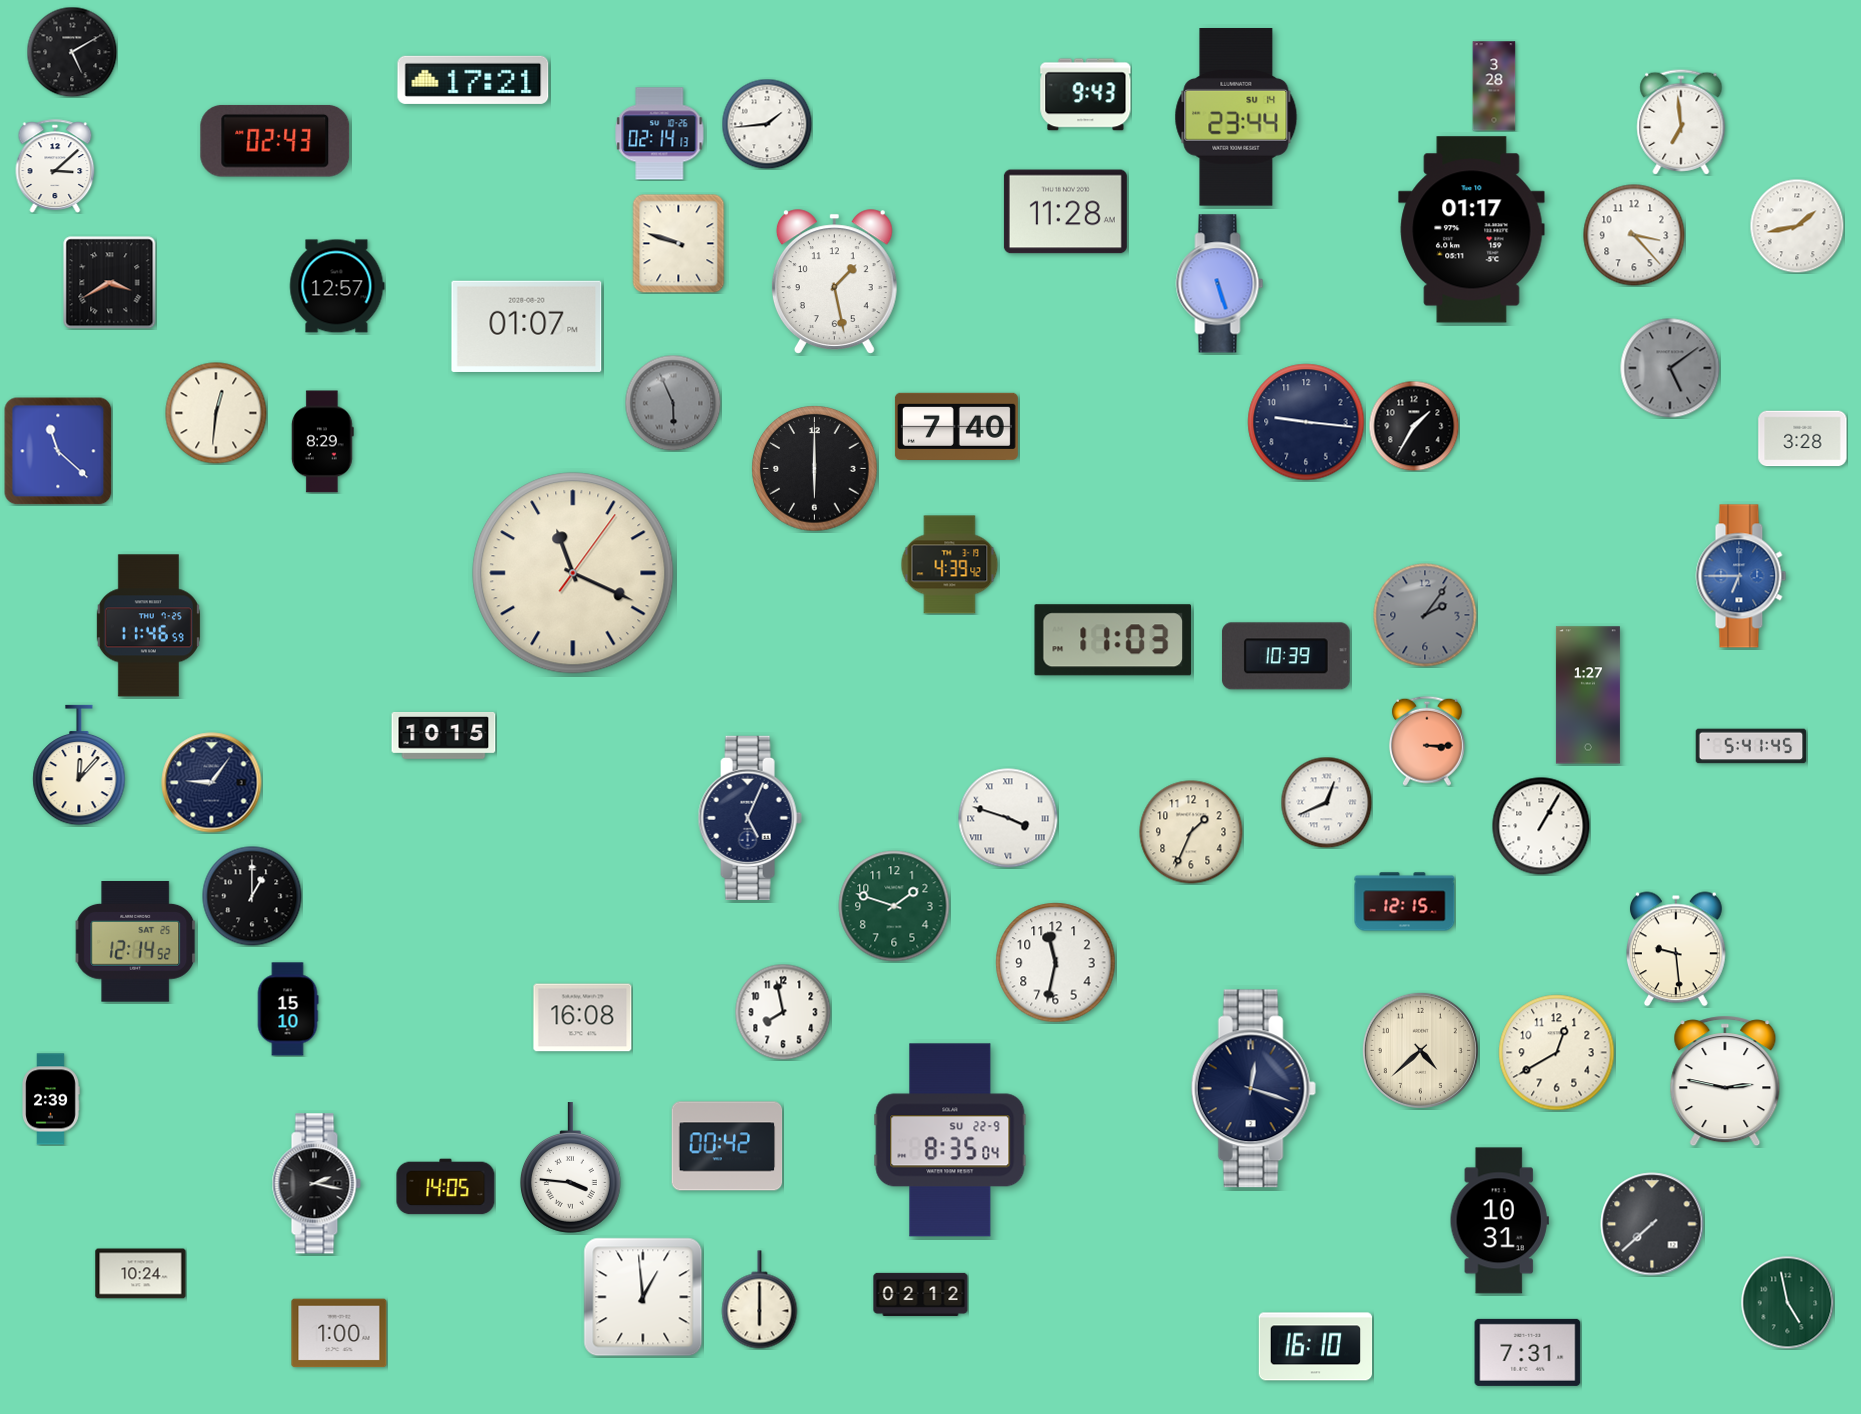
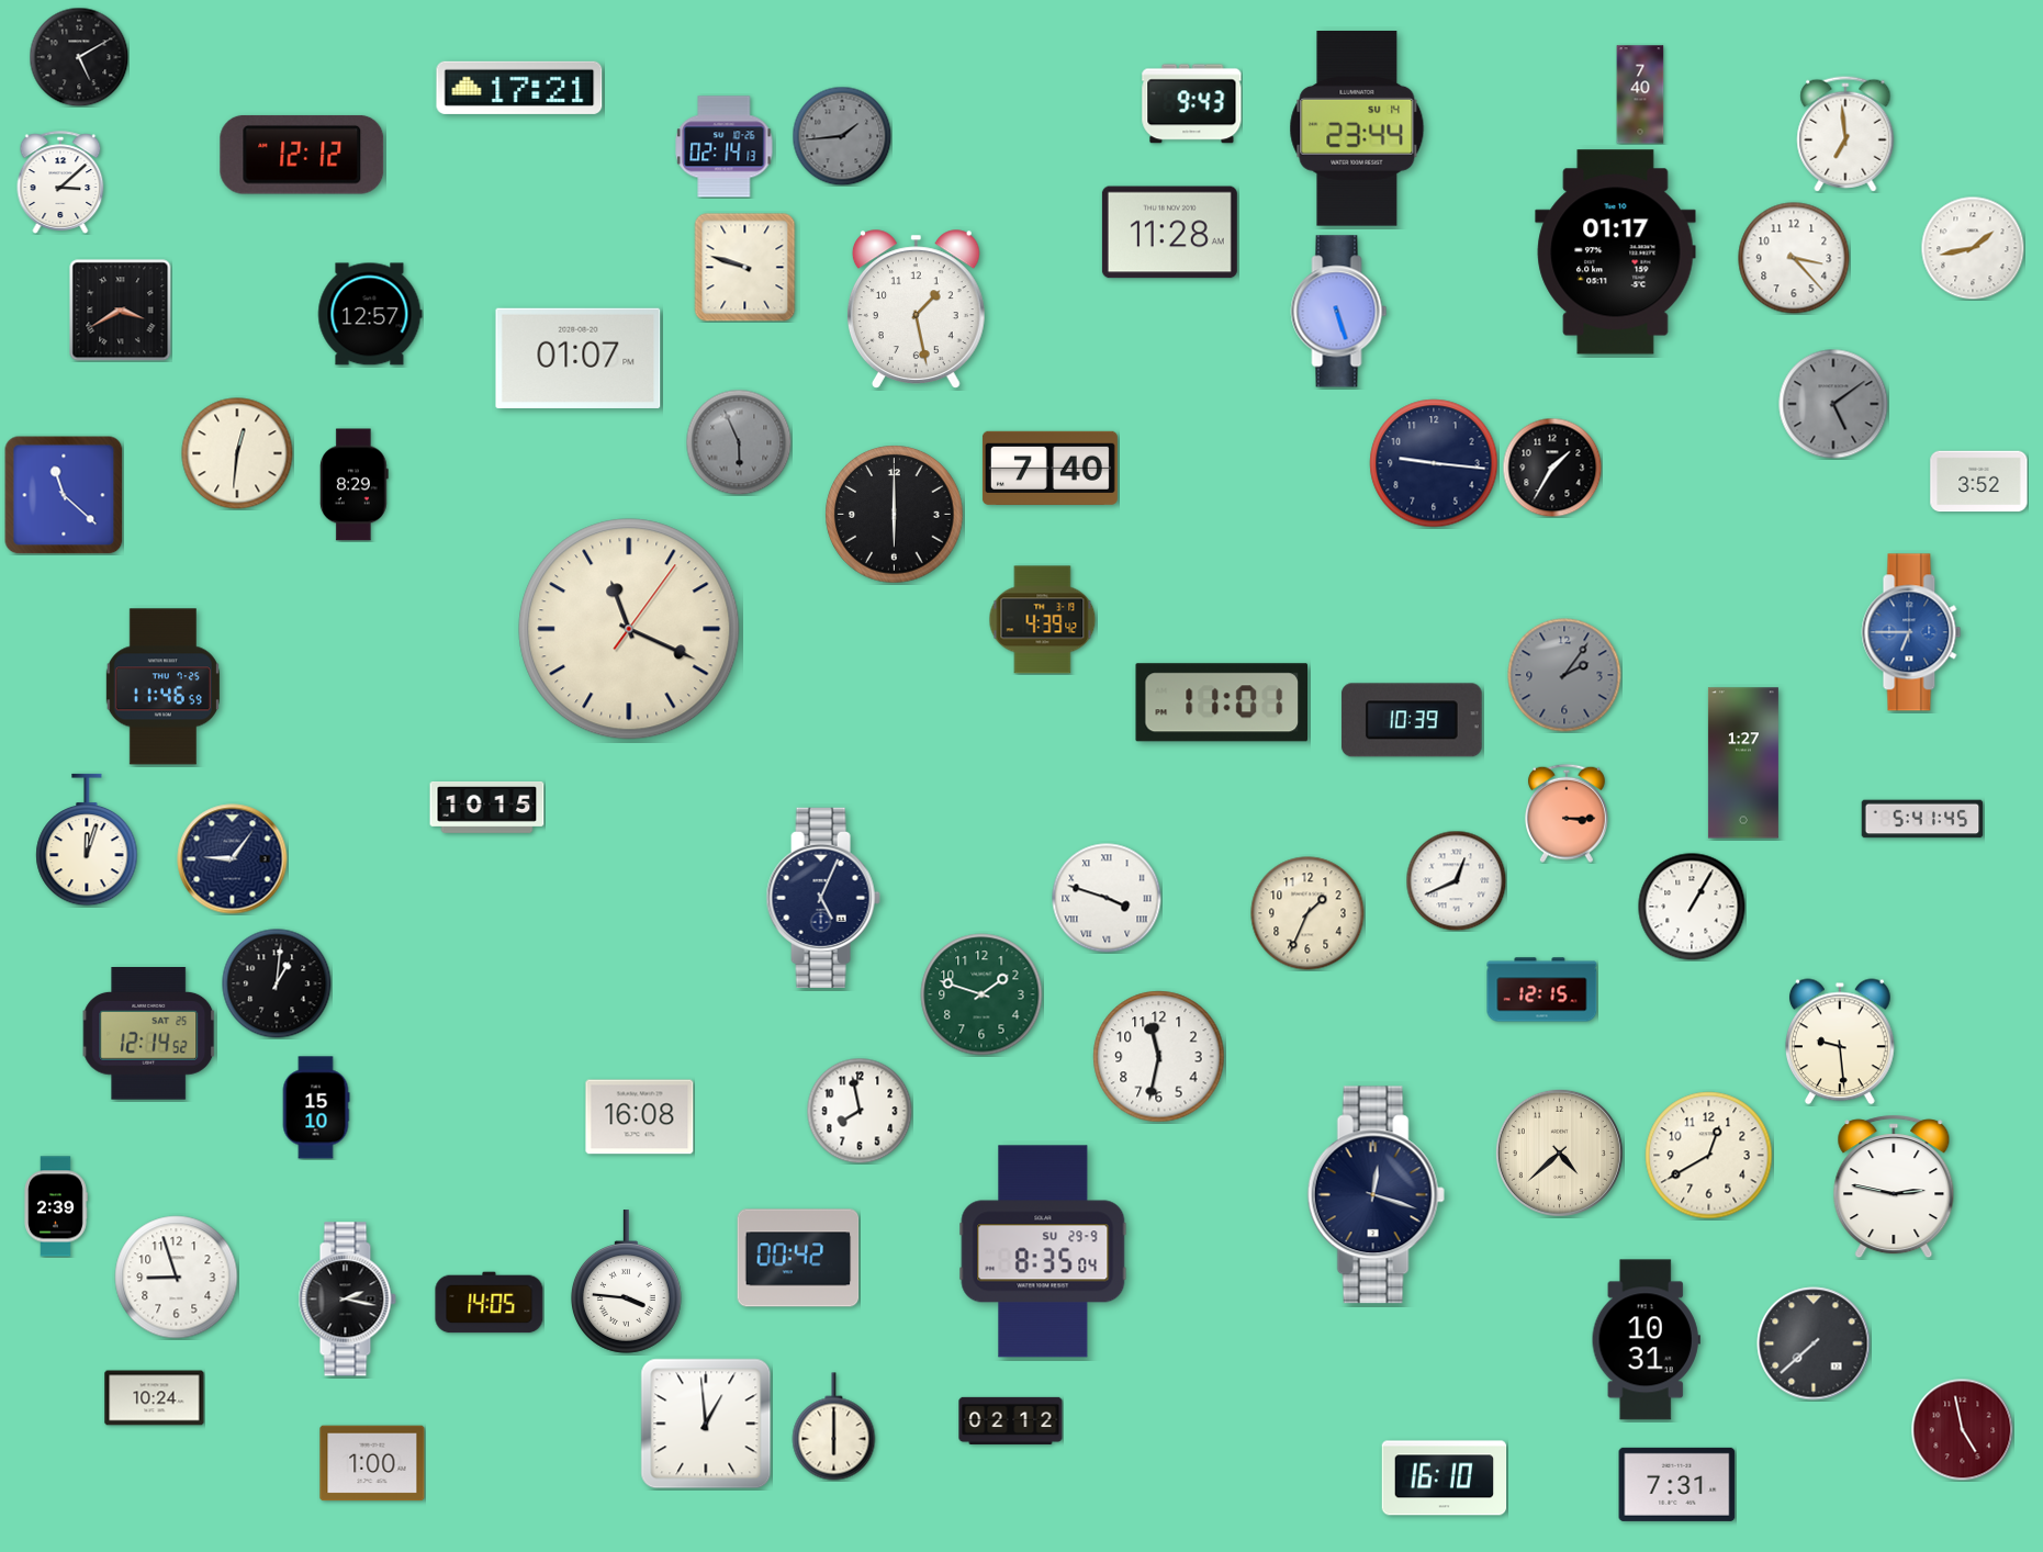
clock at (1494, 86): 3:28 -> 7:40
clock at (767, 124) dial: white -> grey
clock at (275, 141): 02:43 -> 12:12
clock at (1803, 439): 3:28 -> 3:52
clock at (1112, 640): 11:03 -> 11:01
clock at (79, 765): 12:07 -> 12:03
clock at (252, 896): 1:00 -> 1:01
clock at (950, 1140) date: SU 22-9 -> SU 29-9
clock at (177, 1278): none -> 8:57
clock at (1787, 1302) dial: green -> burgundy
